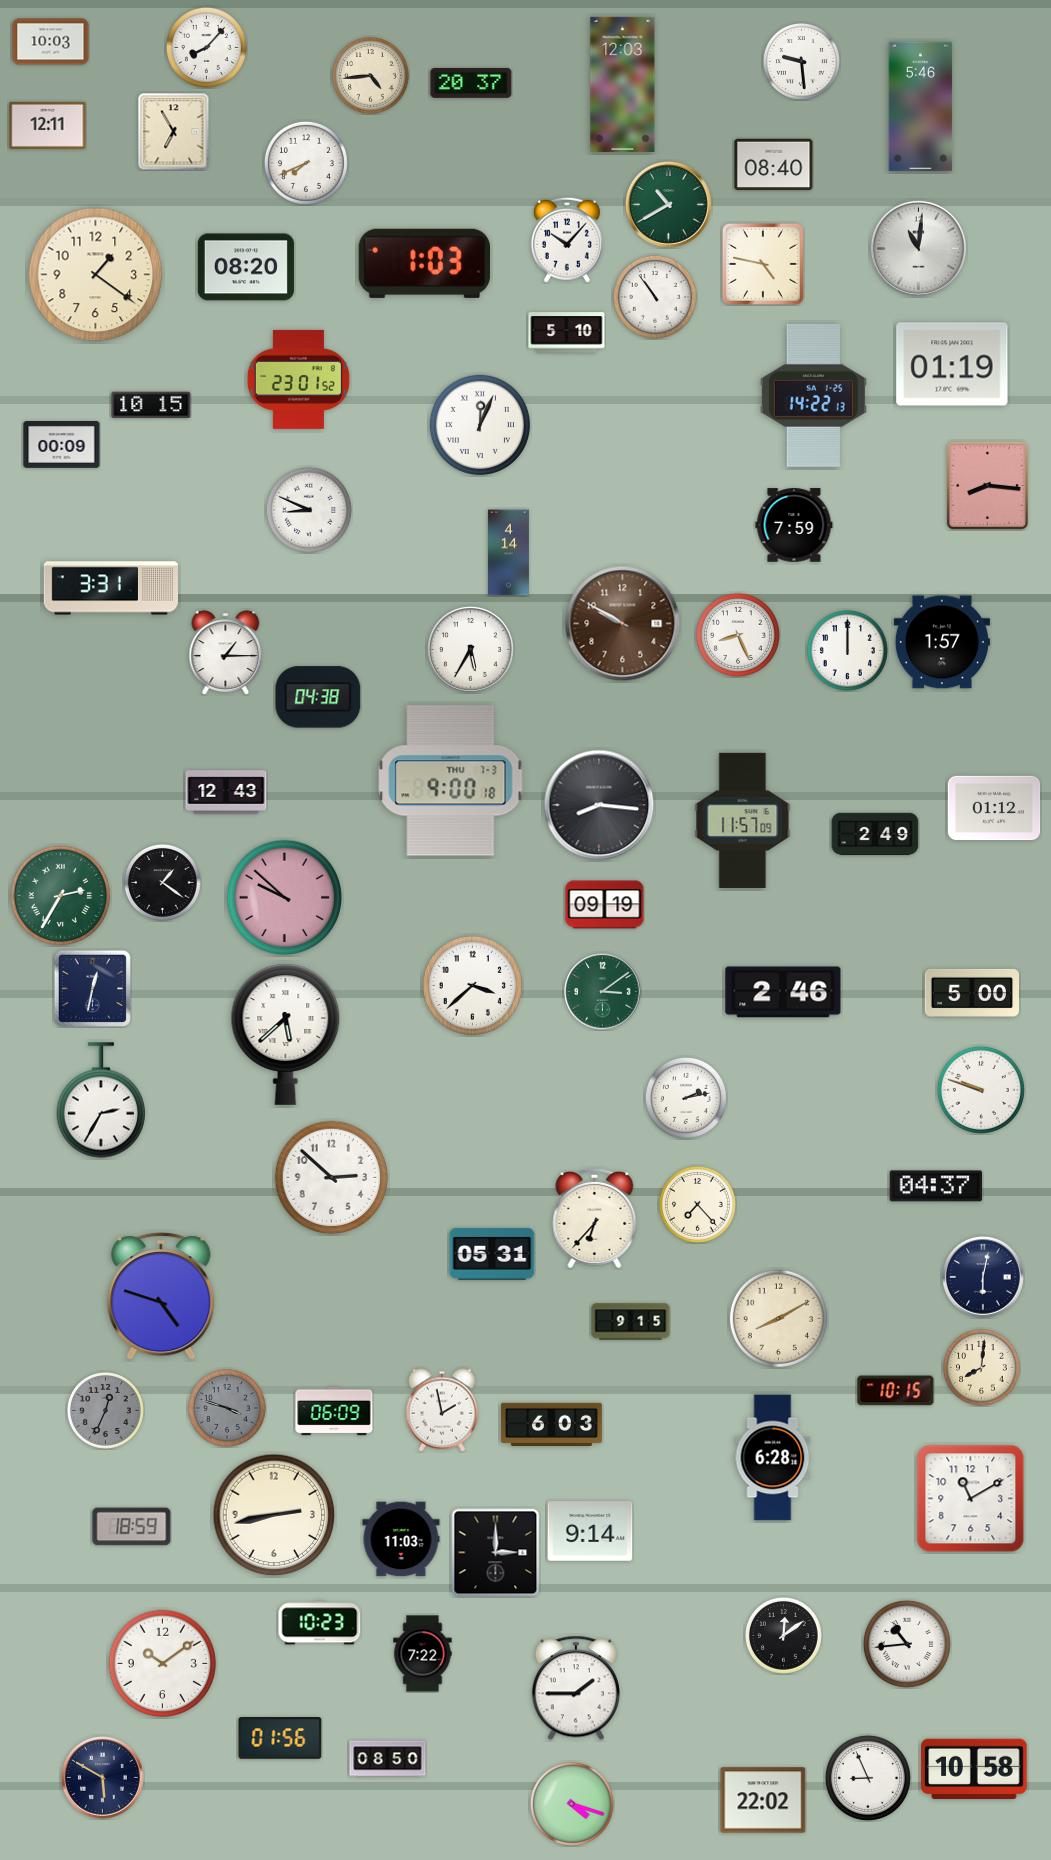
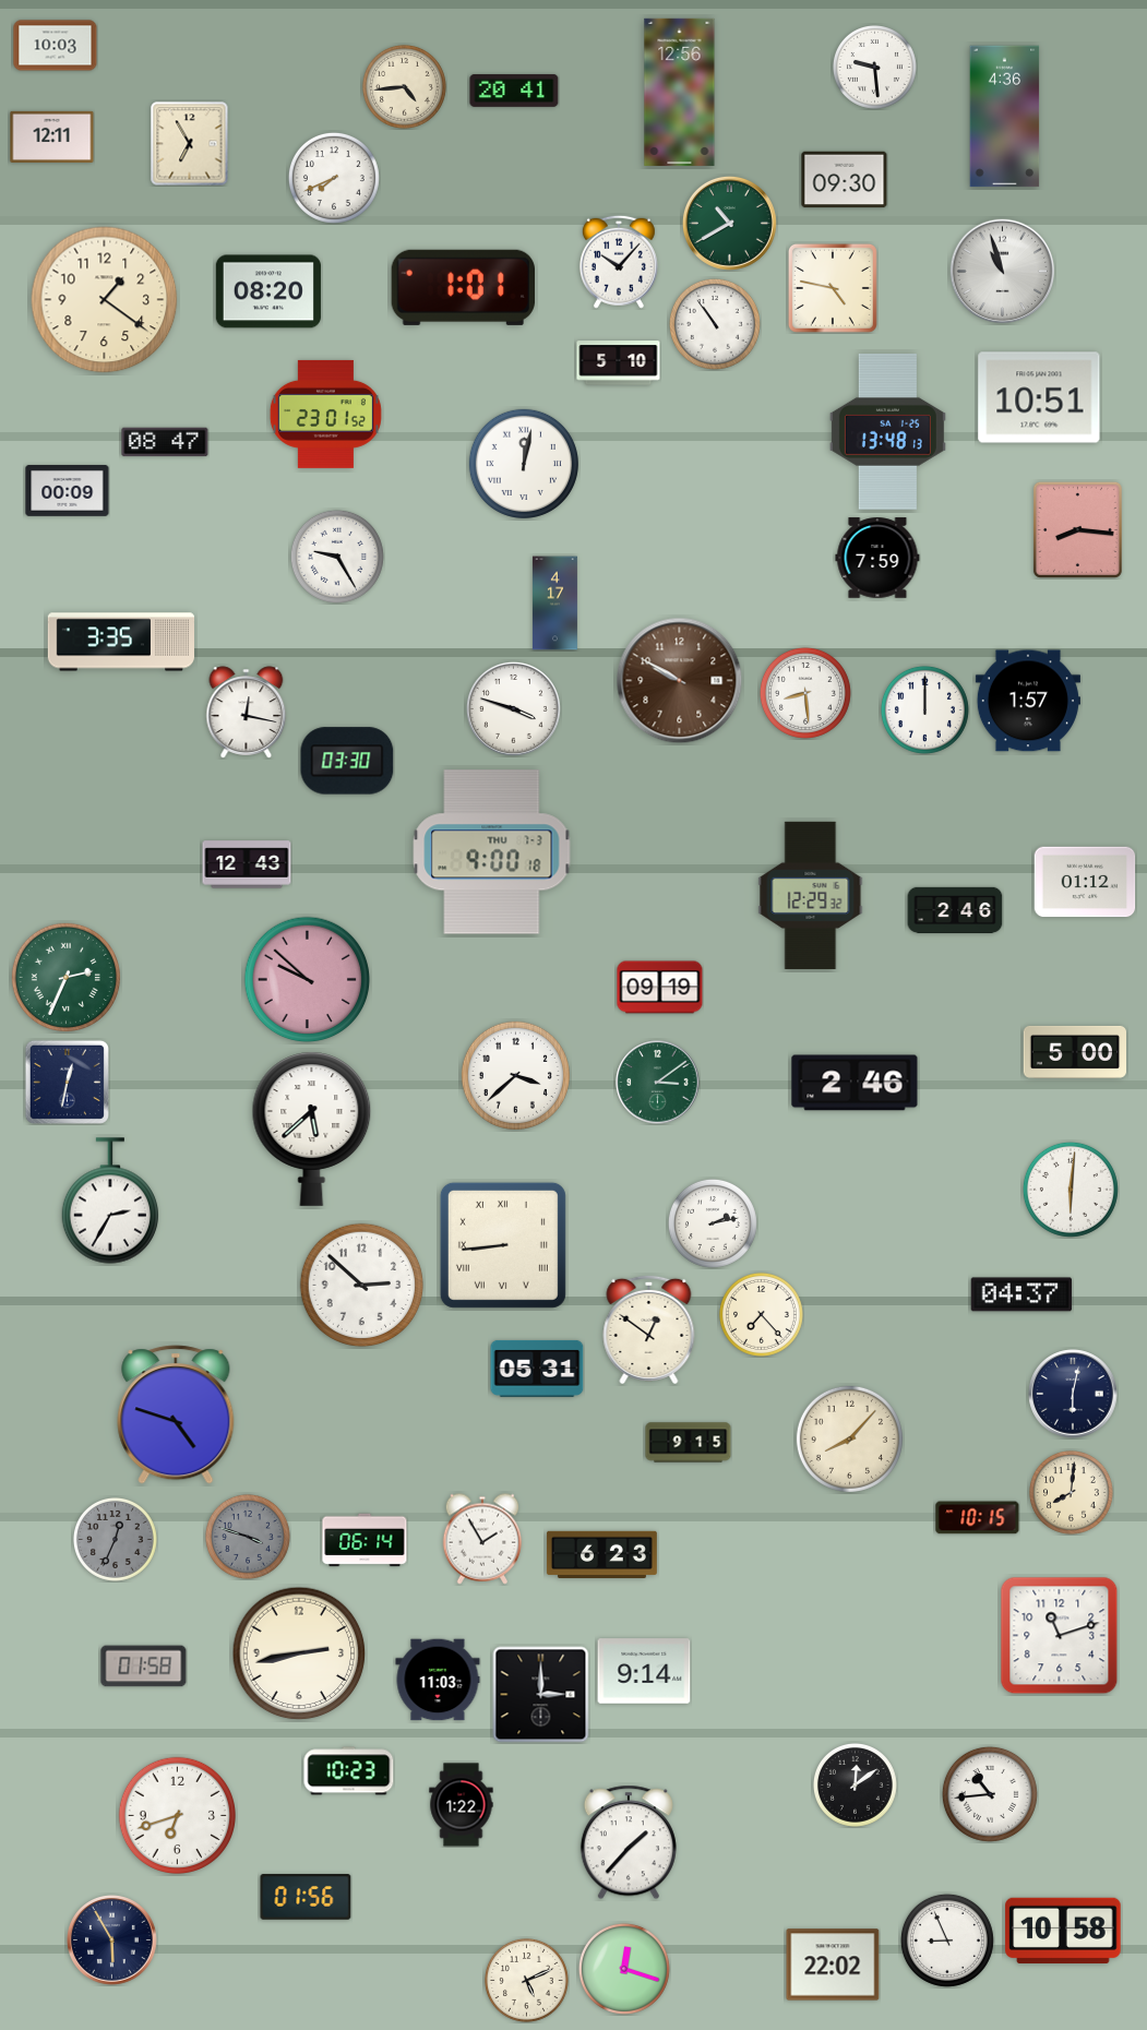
clock at (206, 47): 8:07 -> none
clock at (370, 75) position: (370, 75) -> (404, 86)
clock at (471, 83): 20:37 -> 20:41
clock at (623, 84): 12:03 -> 12:56
clock at (921, 107): 5:46 -> 4:36
clock at (774, 165): 08:40 -> 09:30
clock at (918, 248): 11:01 -> 10:57
clock at (424, 263): 1:03 -> 1:01
clock at (952, 364): 01:19 -> 10:51
clock at (813, 396): 14:22 -> 13:48
clock at (151, 405): 10:15 -> 08:47
clock at (480, 425): 12:04 -> 12:02
clock at (62, 445) position: (62, 445) -> (68, 491)
clock at (309, 510): 8:49 -> 9:25
clock at (794, 525) position: (794, 525) -> (877, 558)
clock at (508, 553): 4:14 -> 4:17
clock at (110, 588): 3:31 -> 3:35
clock at (738, 635): 8:26 -> 8:29
clock at (470, 649): 5:35 -> 3:48
clock at (226, 653): 1:15 -> 12:17
clock at (318, 697): 04:38 -> 03:30
clock at (599, 805): 8:16 -> none
clock at (743, 820): 11:57 -> 12:29
clock at (875, 834): 2:49 -> 2:46
clock at (162, 882): 1:21 -> none
clock at (60, 895): 2:35 -> 2:34
clock at (285, 898) position: (285, 898) -> (308, 980)
clock at (92, 988) position: (92, 988) -> (67, 1082)
clock at (971, 993) position: (971, 993) -> (1074, 1052)
clock at (981, 1090): 9:48 -> 6:01
clock at (686, 1098) position: (686, 1098) -> (713, 1223)
clock at (503, 1245): none -> 8:44
clock at (595, 1218): 6:37 -> 12:51
clock at (778, 1318): 8:10 -> 8:07
clock at (442, 1410): 1:58 -> 1:55
clock at (334, 1411): 06:09 -> 06:14
clock at (551, 1424): 6:03 -> 6:23
clock at (773, 1458): 6:28 -> none
clock at (971, 1499): 11:10 -> 11:12
clock at (132, 1527): 18:59 -> 01:58
clock at (423, 1654): 7:22 -> 1:22
clock at (162, 1663): 10:09 -> 6:42
clock at (576, 1688): 1:45 -> 1:37
clock at (388, 1759): 08:50 -> none
clock at (103, 1778): 5:50 -> 5:55
clock at (572, 1804): 4:18 -> 12:18
clock at (526, 1980): none -> 5:11
